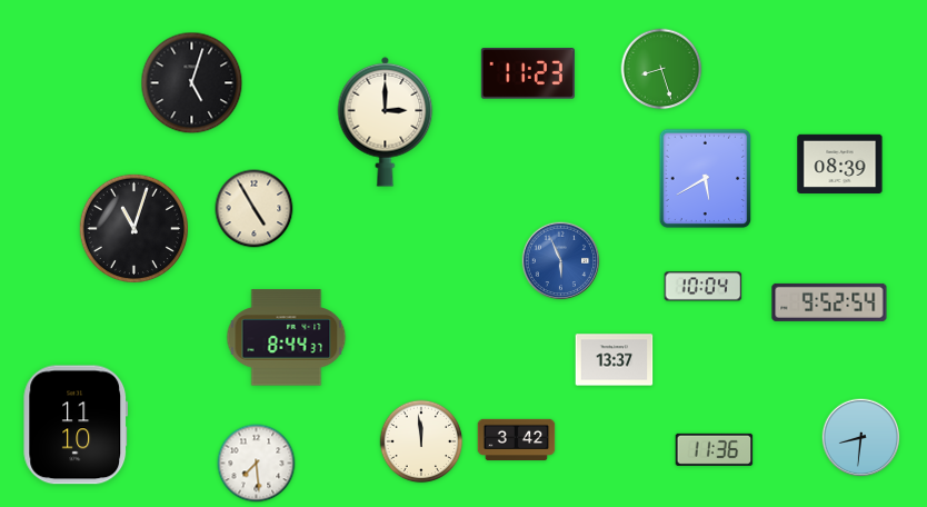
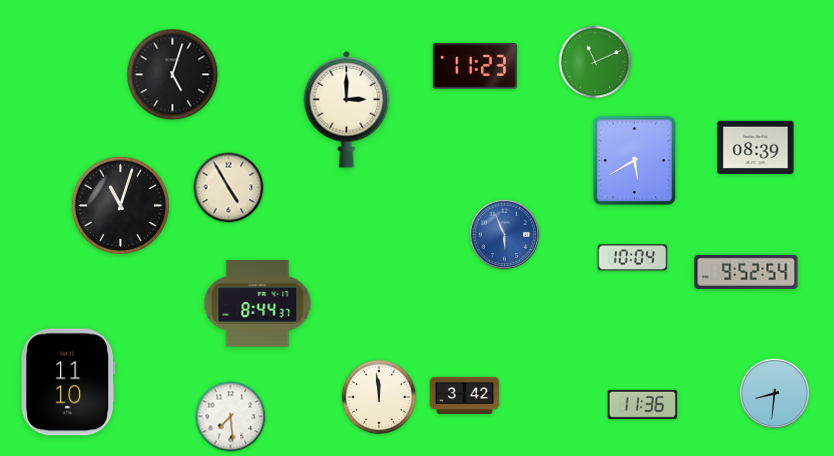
clock at (661, 69): 8:27 -> 11:11
clock at (615, 360): 13:37 -> none
